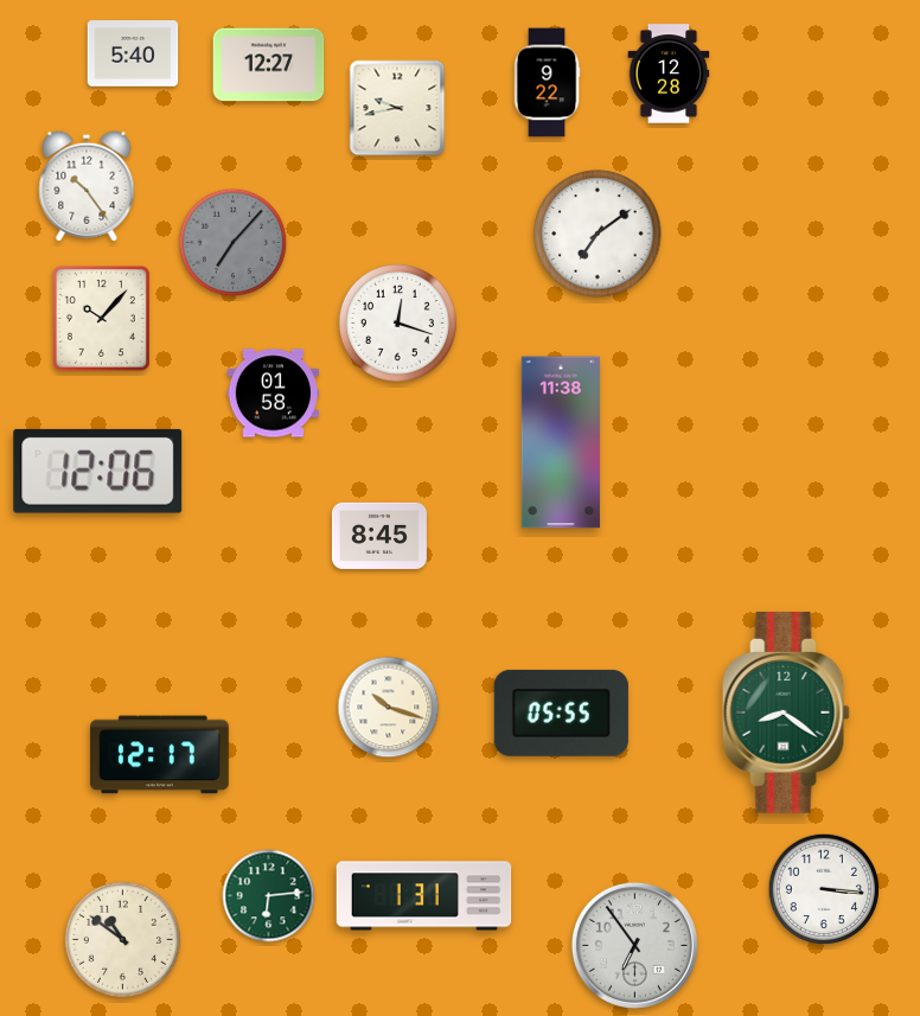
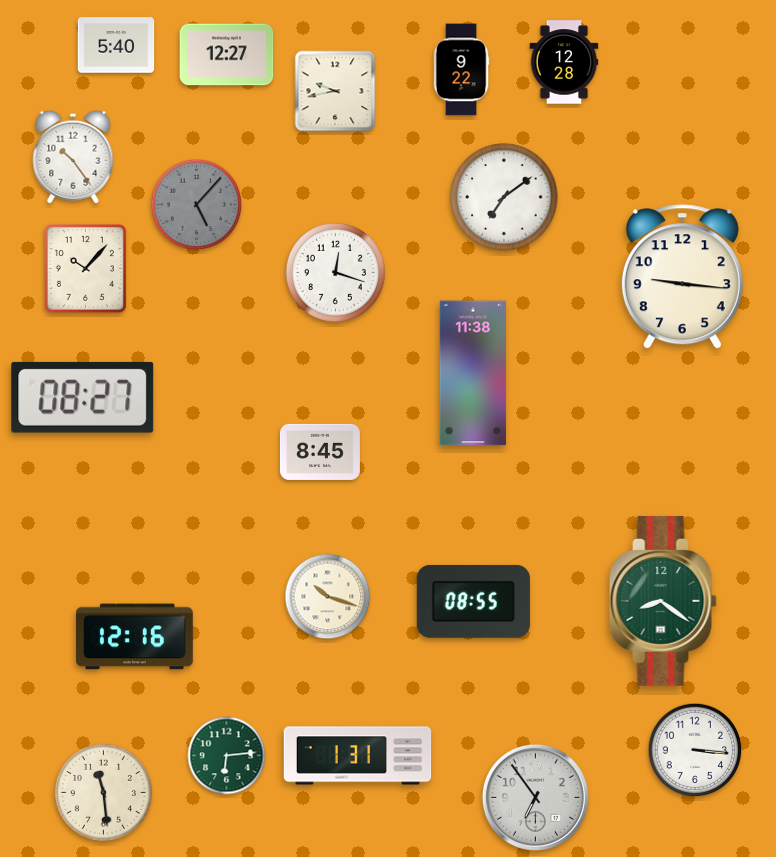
clock at (133, 53) position: (133, 53) -> (116, 45)
clock at (234, 243): 7:07 -> 5:07
clock at (682, 277): none -> 9:16
clock at (274, 394): 01:58 -> none
clock at (98, 471): 12:06 -> 08:27
clock at (561, 713): 05:55 -> 08:55
clock at (160, 755): 12:17 -> 12:16
clock at (122, 939): 10:51 -> 11:29
